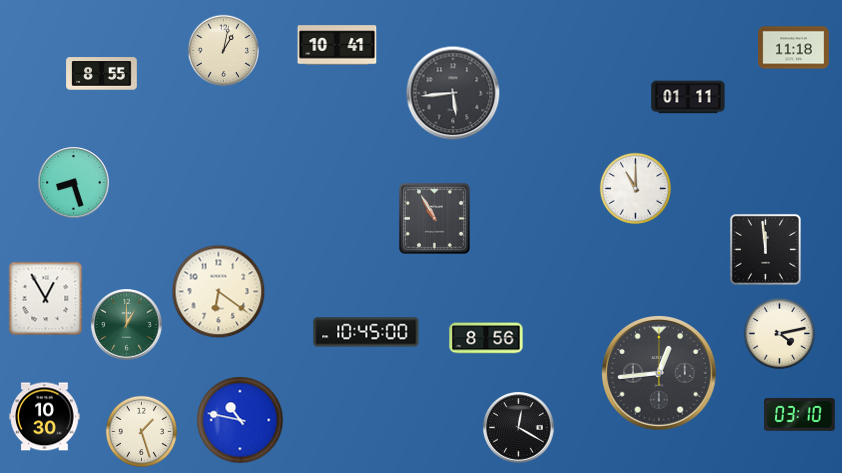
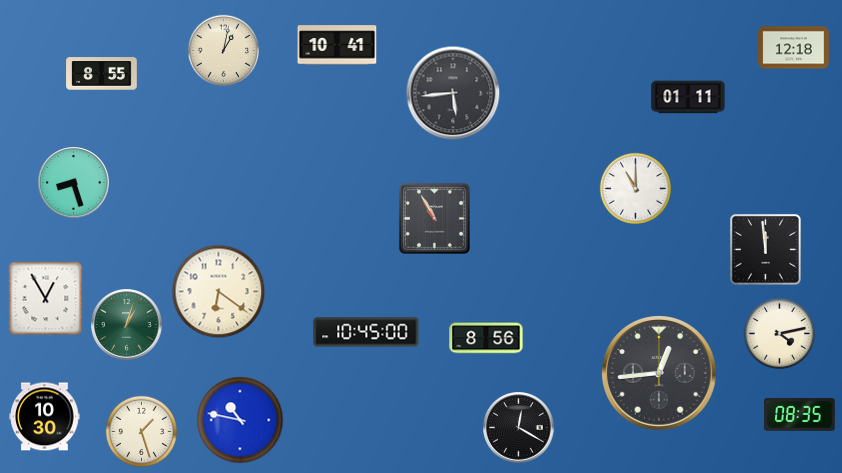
clock at (794, 48): 11:18 -> 12:18
clock at (127, 325): 1:00 -> 1:03
clock at (800, 415): 03:10 -> 08:35
